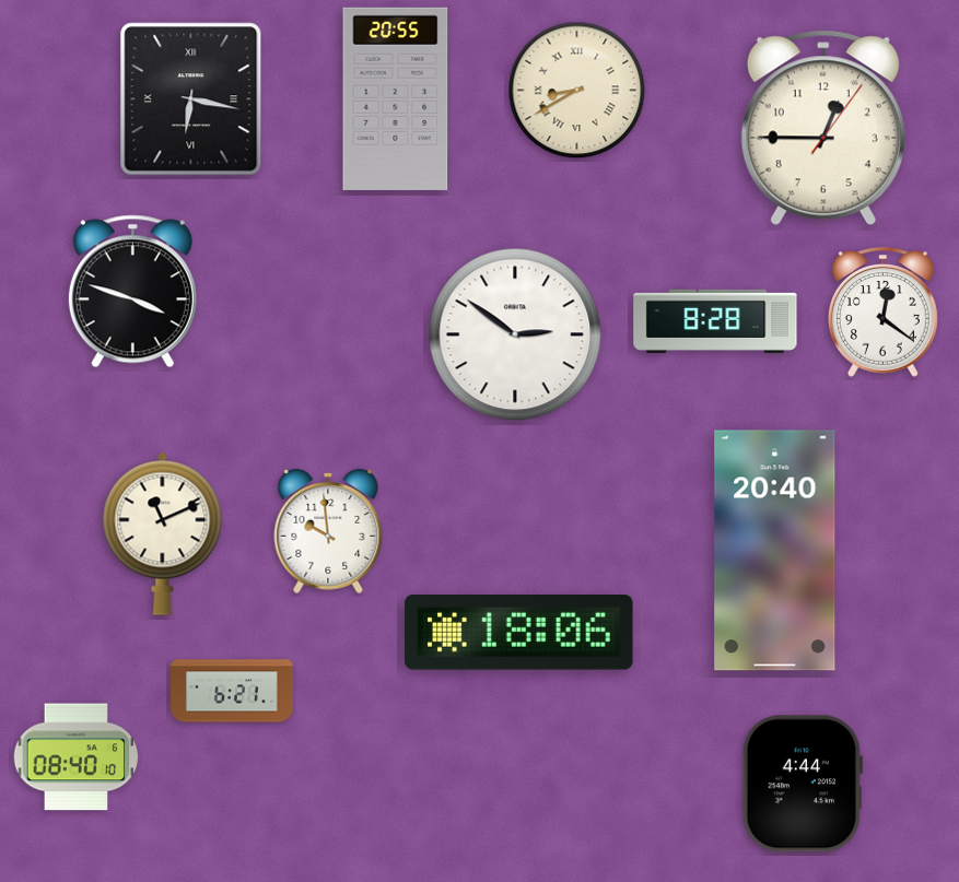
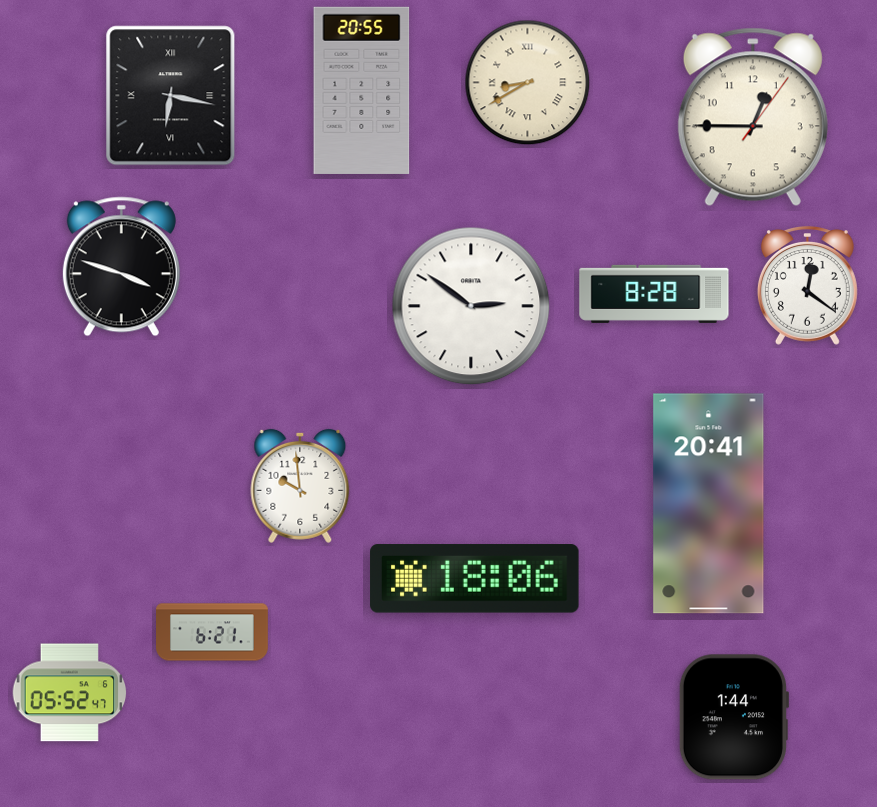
clock at (191, 99) position: (191, 99) -> (171, 96)
clock at (163, 533): 11:11 -> none
clock at (775, 551): 20:40 -> 20:41
clock at (77, 757): 08:40 -> 05:52
clock at (802, 784): 4:44 -> 1:44
